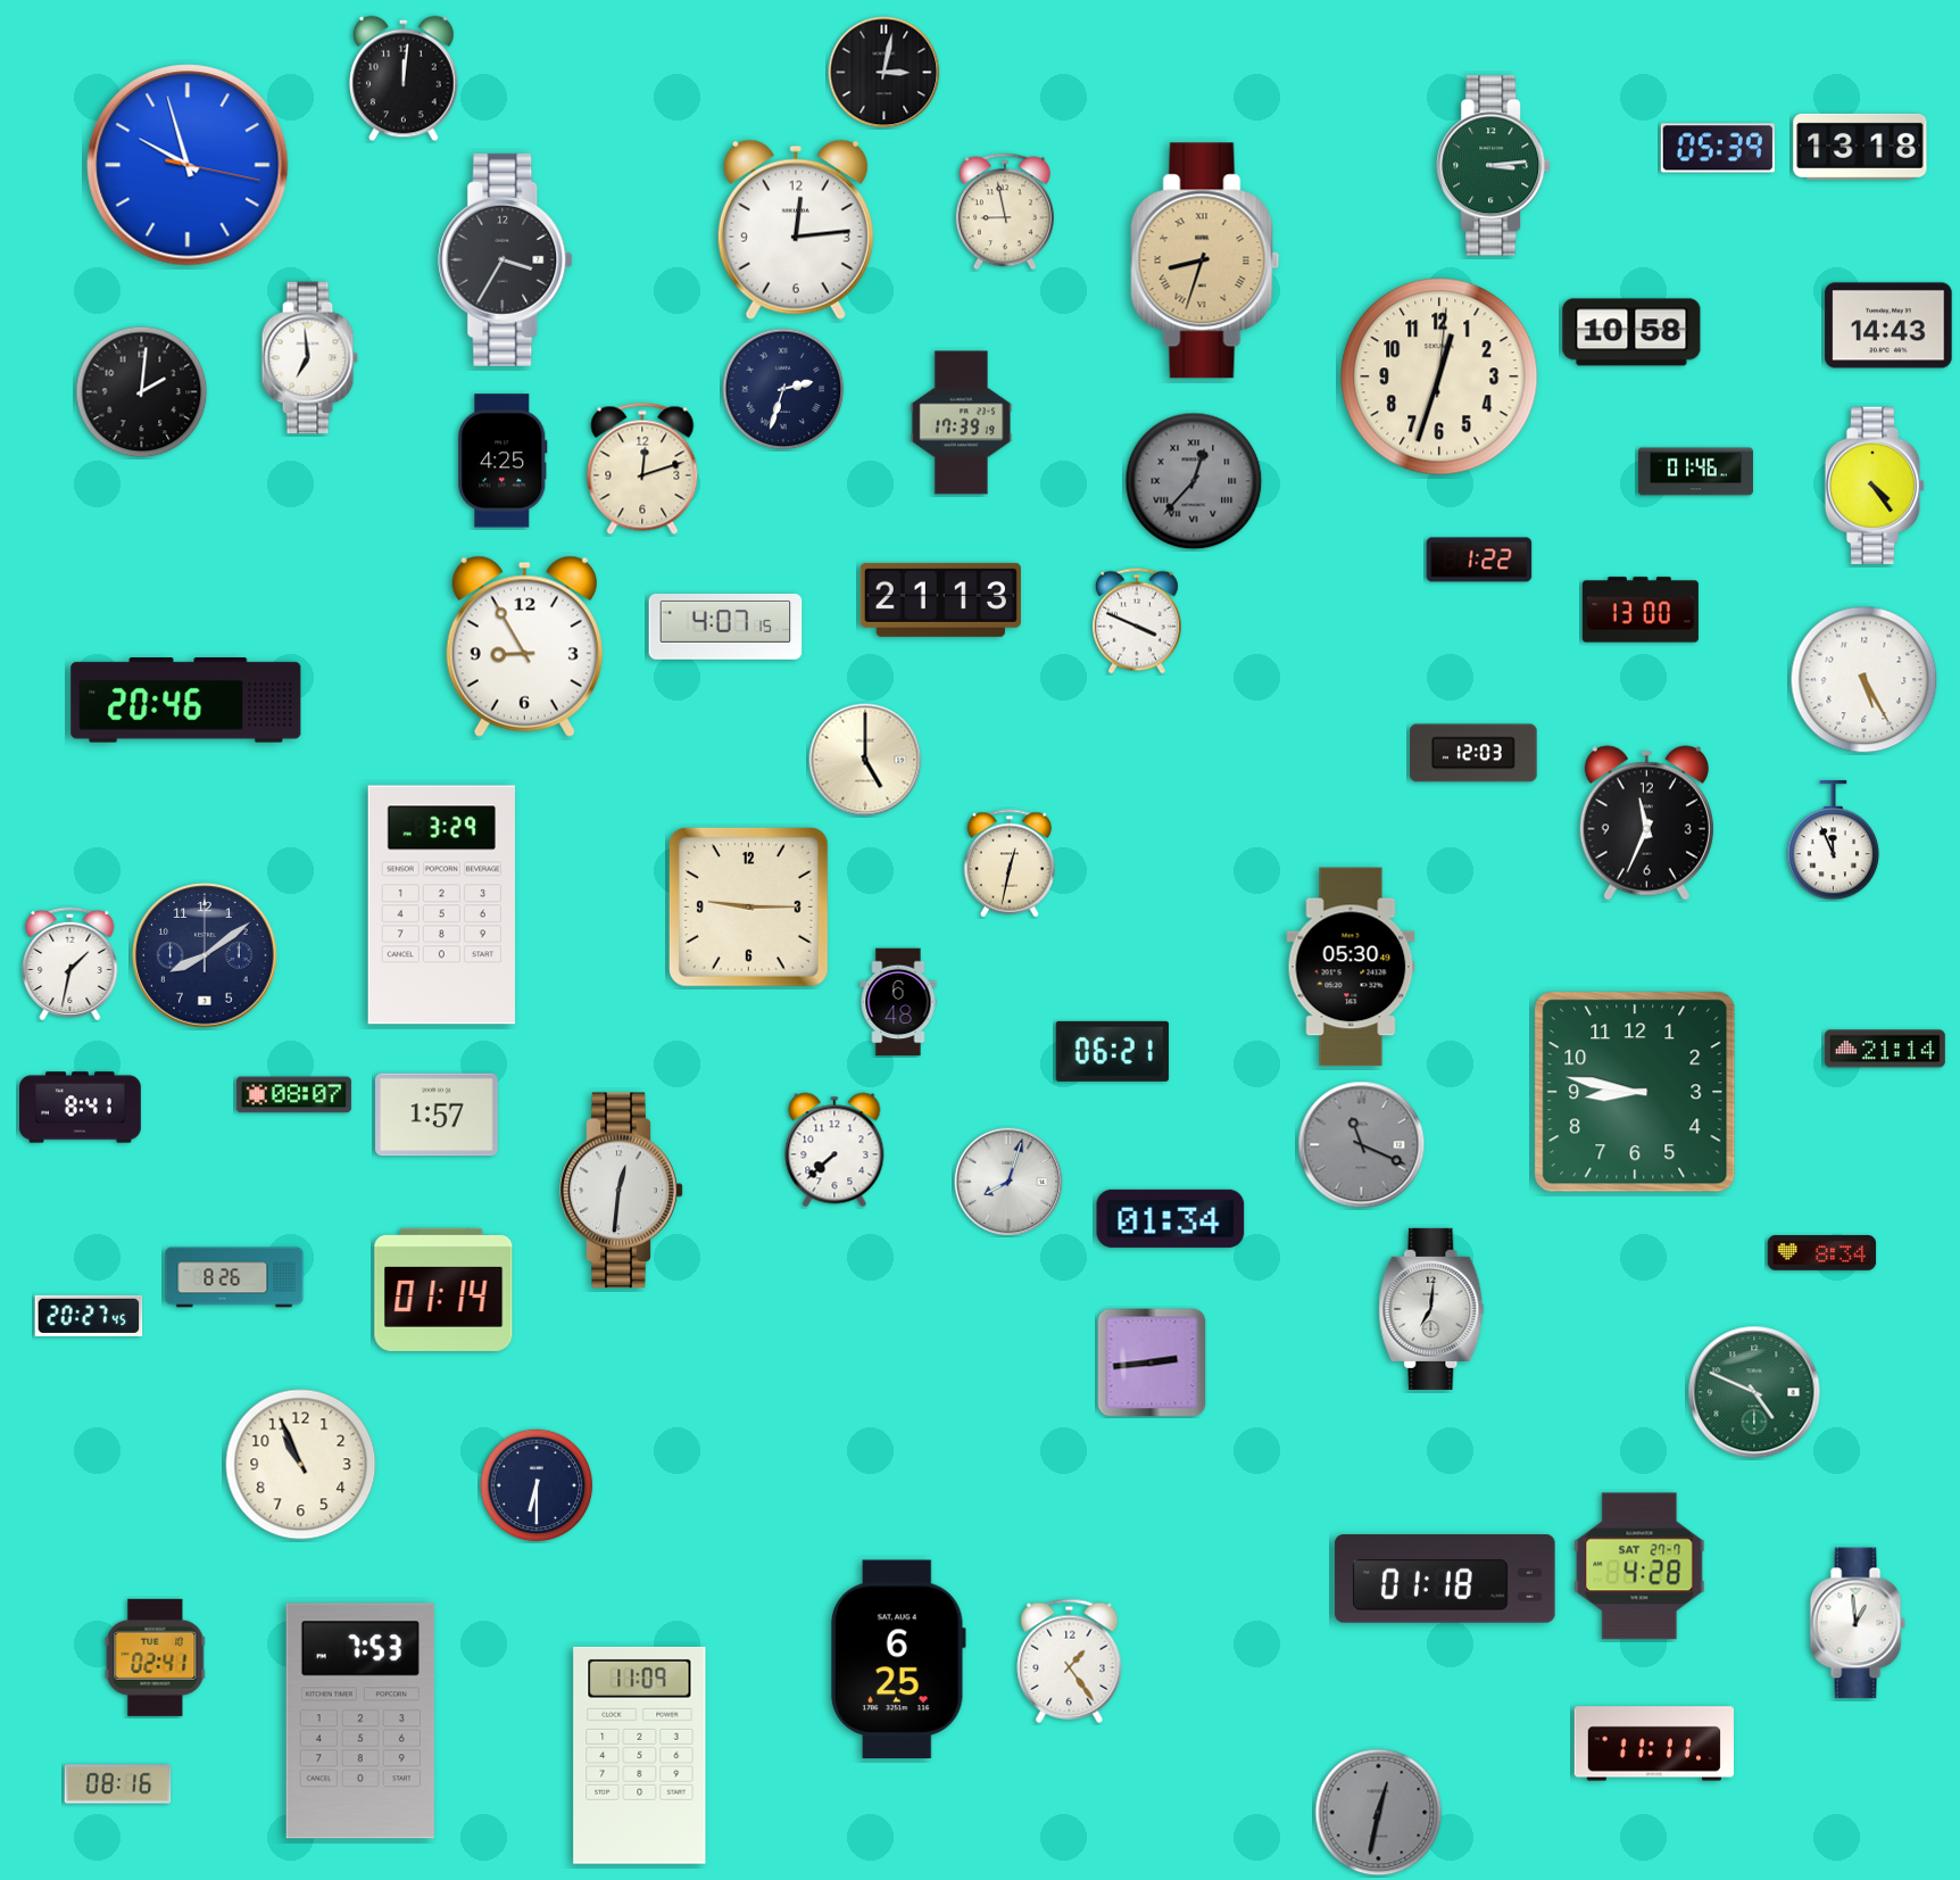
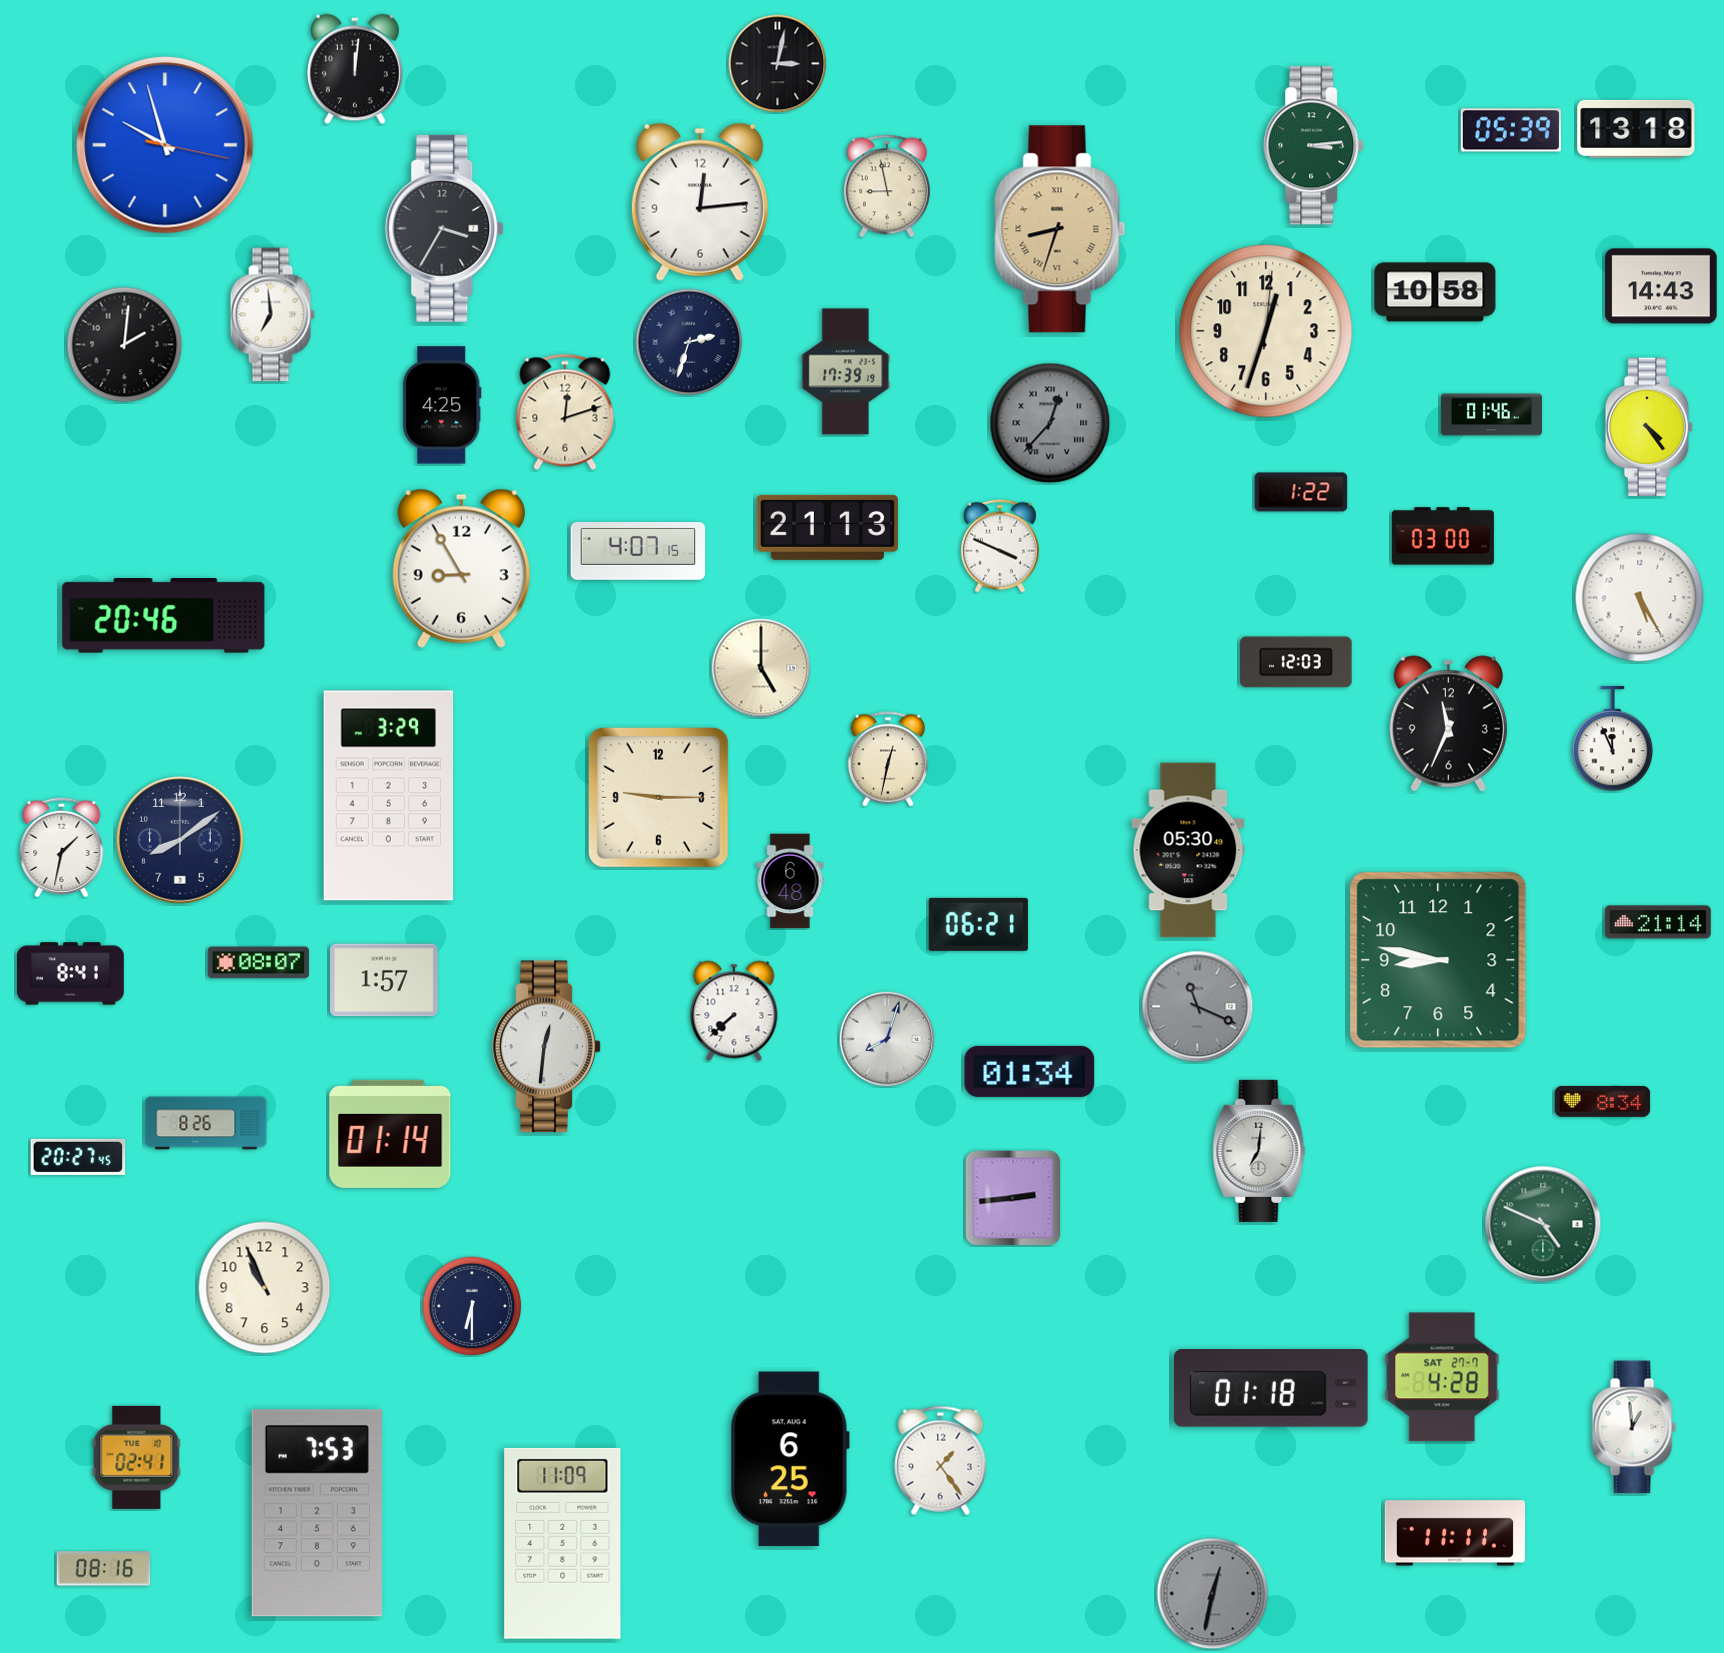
clock at (1005, 212) position: (1005, 212) -> (887, 186)
clock at (1641, 610): 13:00 -> 03:00
